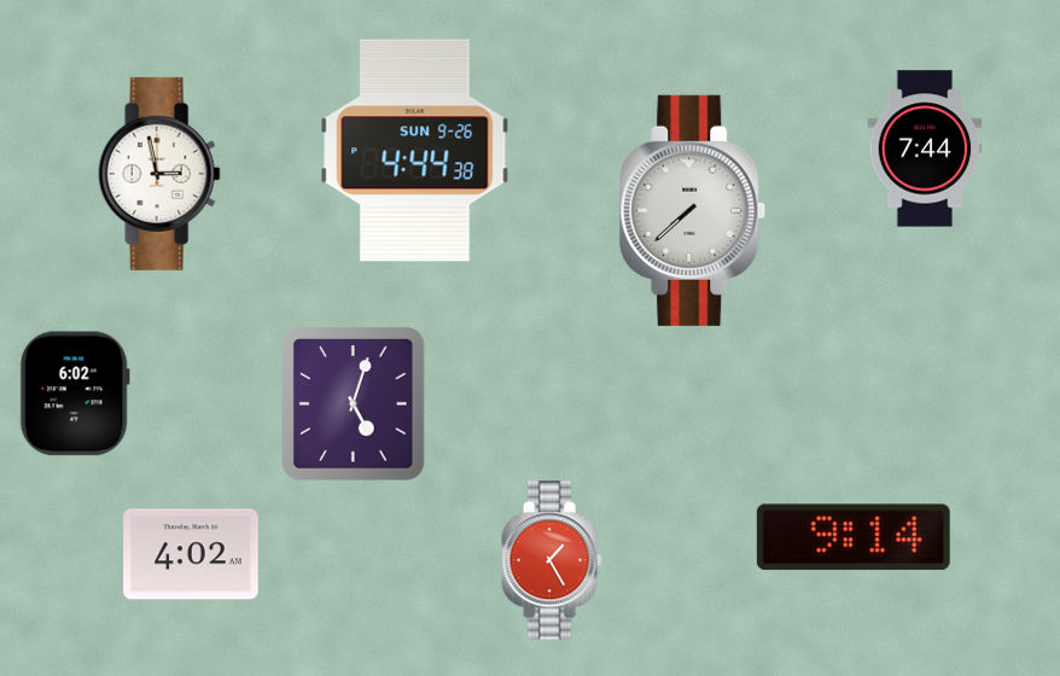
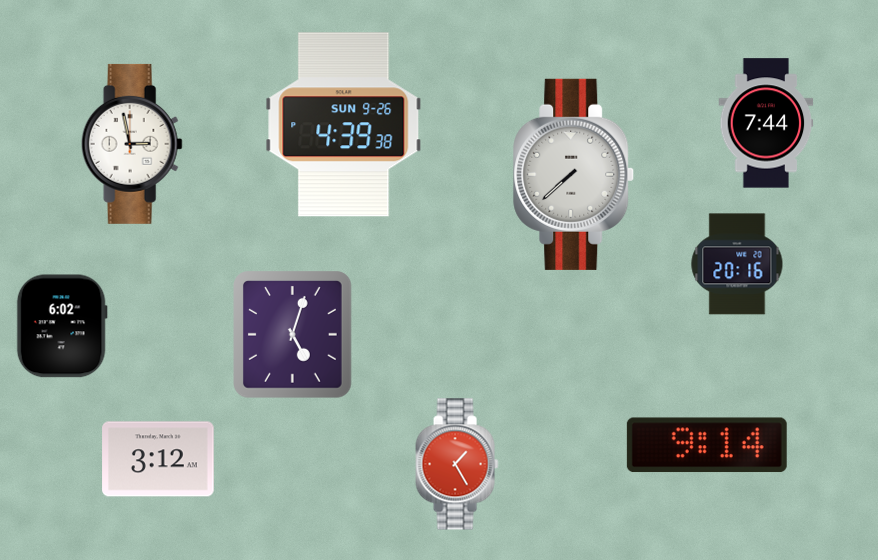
clock at (415, 151): 4:44 -> 4:39
clock at (737, 264): none -> 20:16
clock at (191, 554): 4:02 -> 3:12
